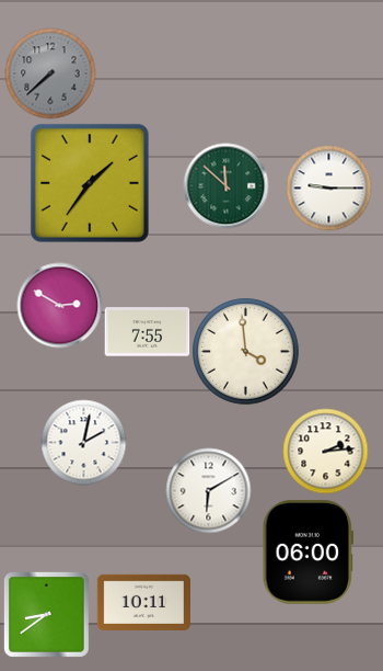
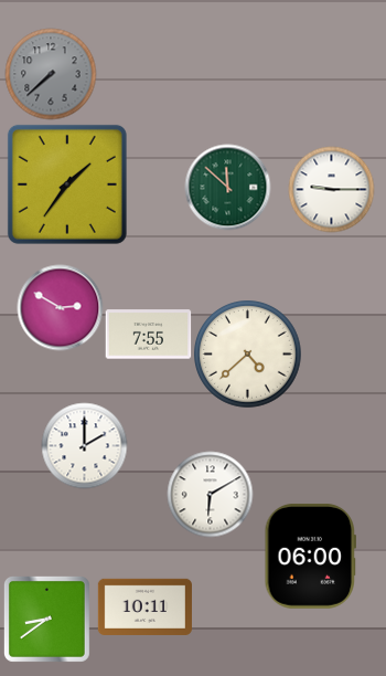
clock at (90, 183) position: (90, 183) -> (67, 184)
clock at (246, 352): 3:59 -> 4:38
clock at (83, 442): 2:02 -> 2:00
clock at (325, 451): 2:14 -> none
